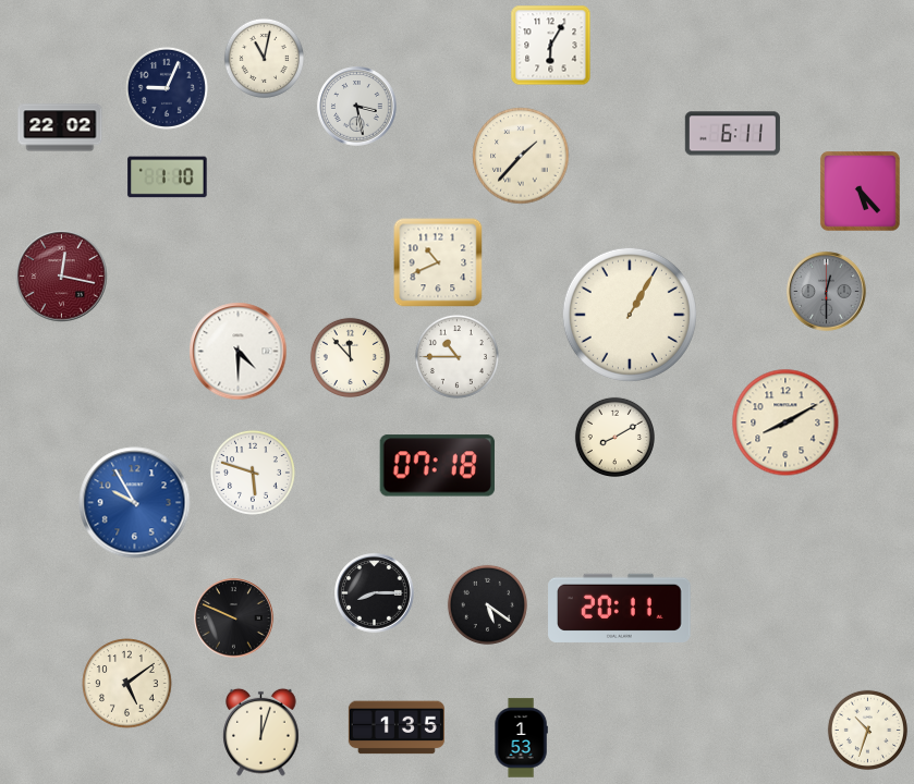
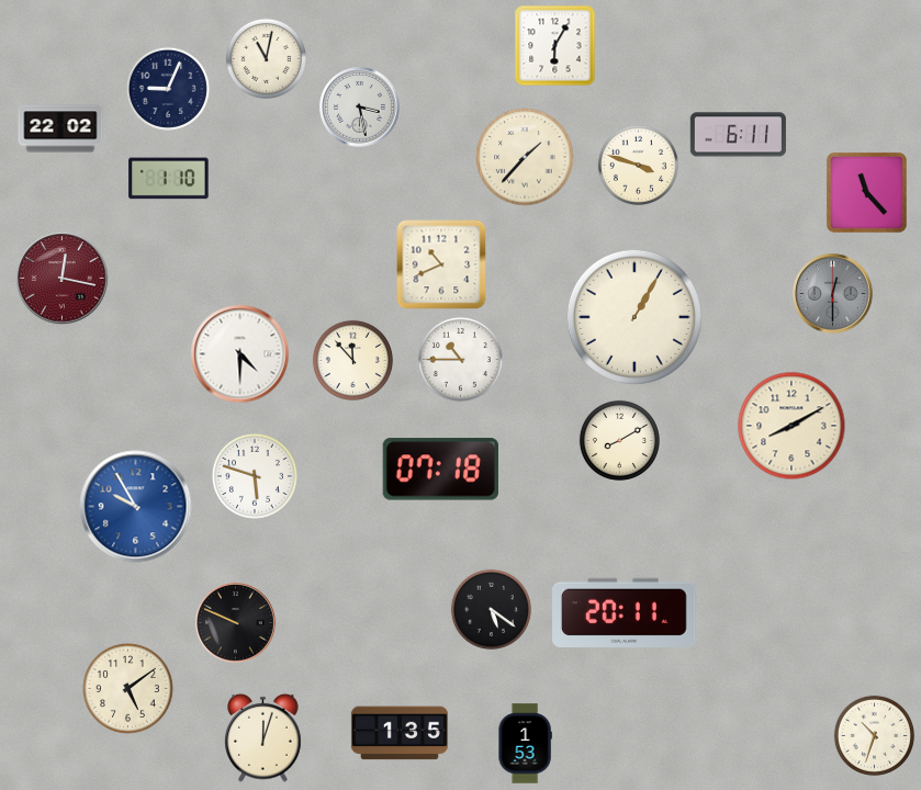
clock at (638, 165): none -> 3:48
clock at (860, 191): 5:23 -> 11:23
clock at (375, 593): 8:15 -> none
